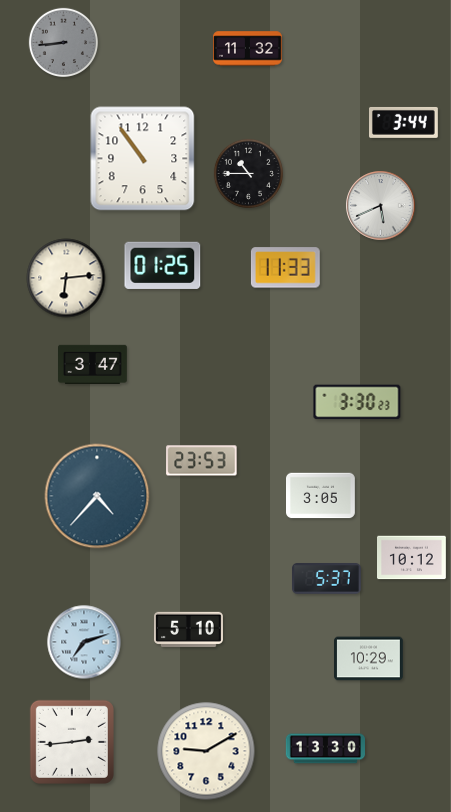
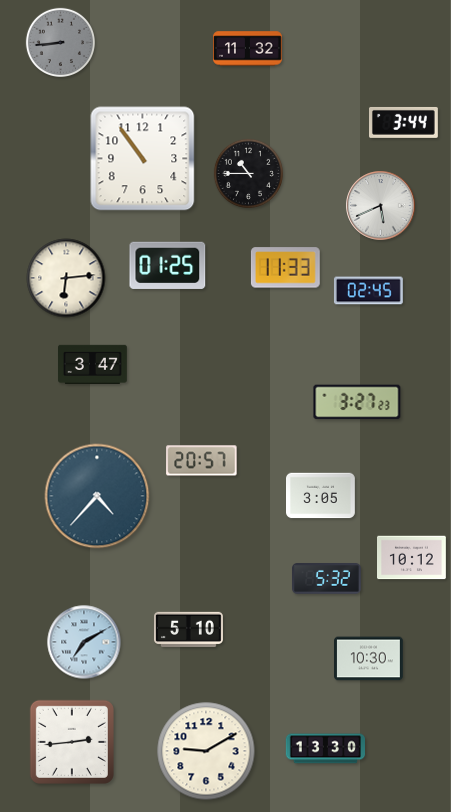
clock at (63, 42) position: (63, 42) -> (60, 42)
clock at (163, 265) position: (163, 265) -> (168, 265)
clock at (368, 291): none -> 02:45
clock at (357, 402): 3:30 -> 3:27
clock at (202, 461): 23:53 -> 20:57
clock at (327, 579): 5:37 -> 5:32
clock at (84, 642): 7:12 -> 7:10
clock at (369, 659): 10:29 -> 10:30
